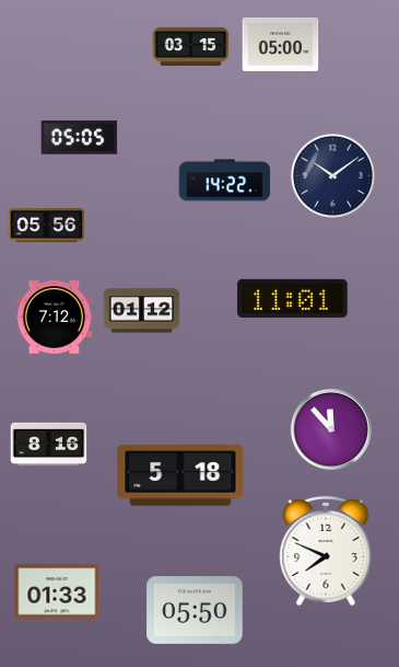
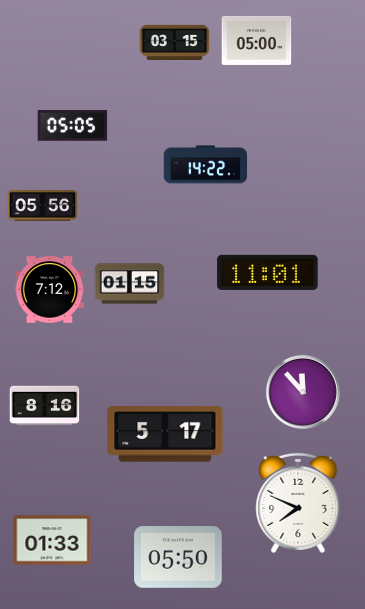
clock at (332, 175): 10:09 -> none
clock at (142, 311): 01:12 -> 01:15
clock at (180, 475): 5:18 -> 5:17
